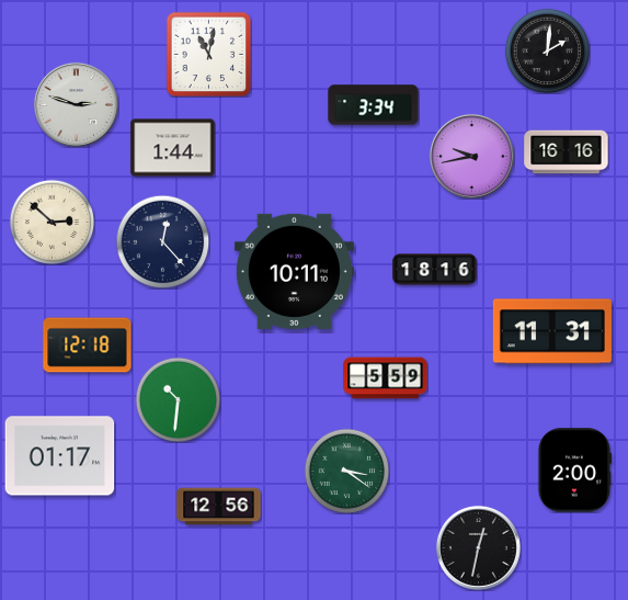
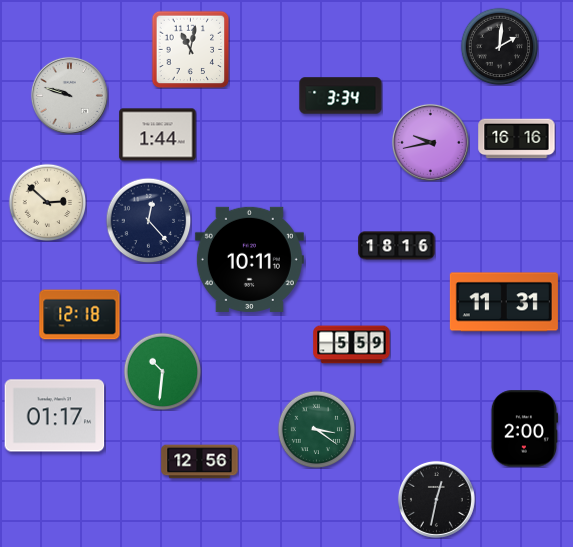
clock at (76, 104): 2:48 -> 9:48
clock at (294, 271) position: (294, 271) -> (249, 259)
clock at (178, 399) position: (178, 399) -> (162, 371)
